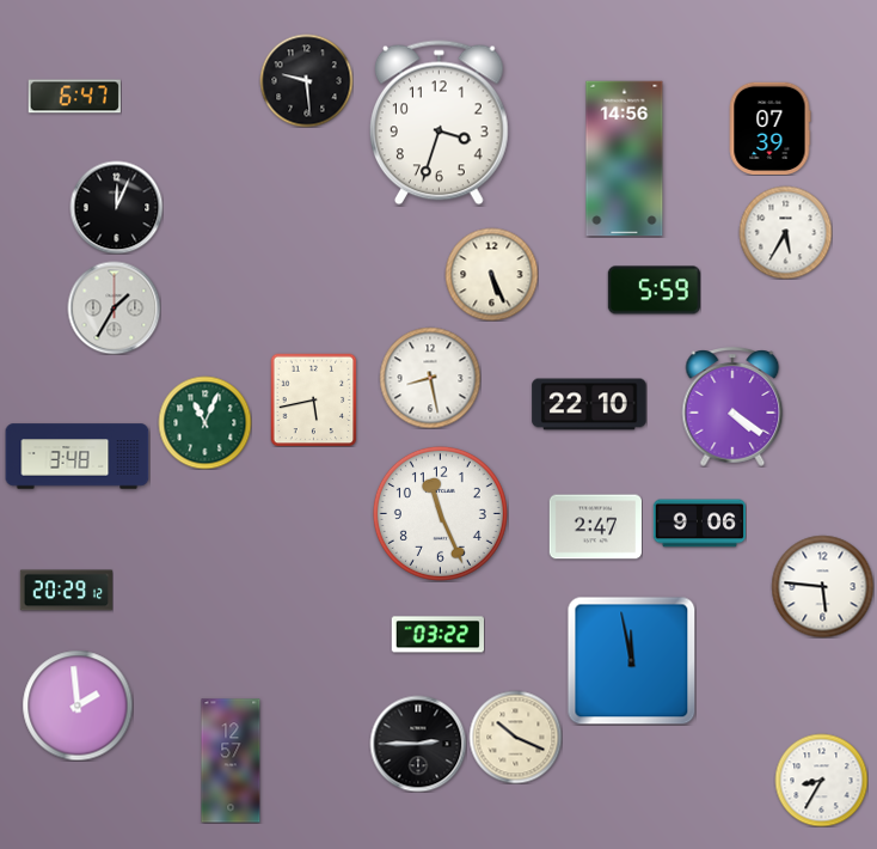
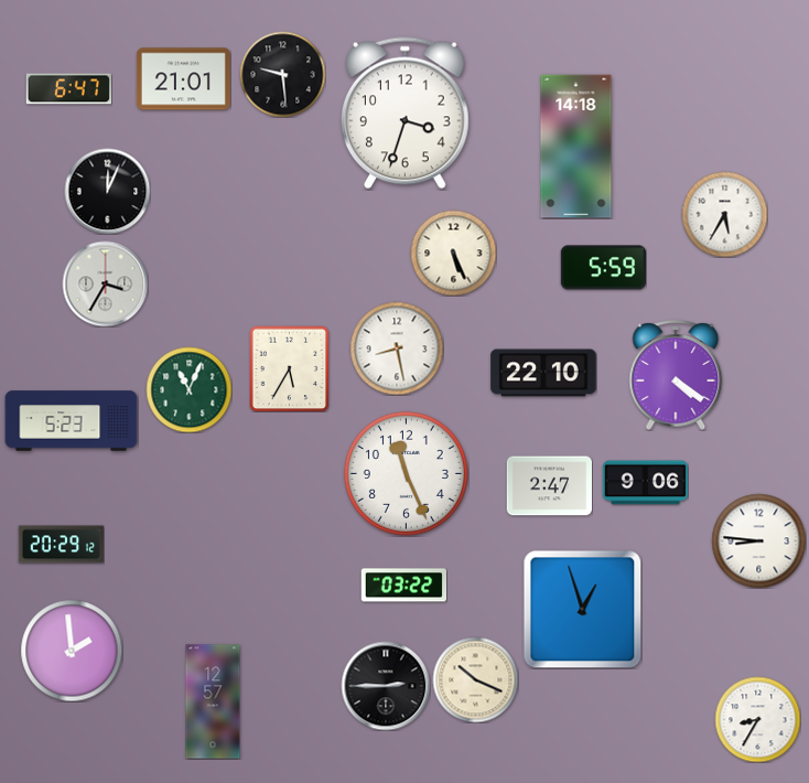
clock at (183, 79): none -> 21:01
clock at (769, 128): 07:39 -> none
clock at (625, 159): 14:56 -> 14:18
clock at (114, 307): 1:35 -> 3:35
clock at (314, 399): 5:43 -> 5:35
clock at (78, 457): 3:48 -> 5:23
clock at (822, 586): 5:46 -> 8:46
clock at (631, 660): 11:58 -> 12:57
